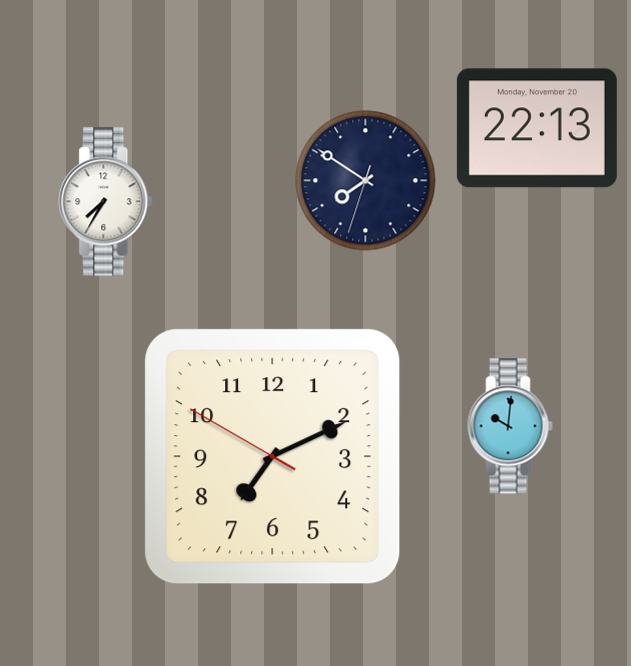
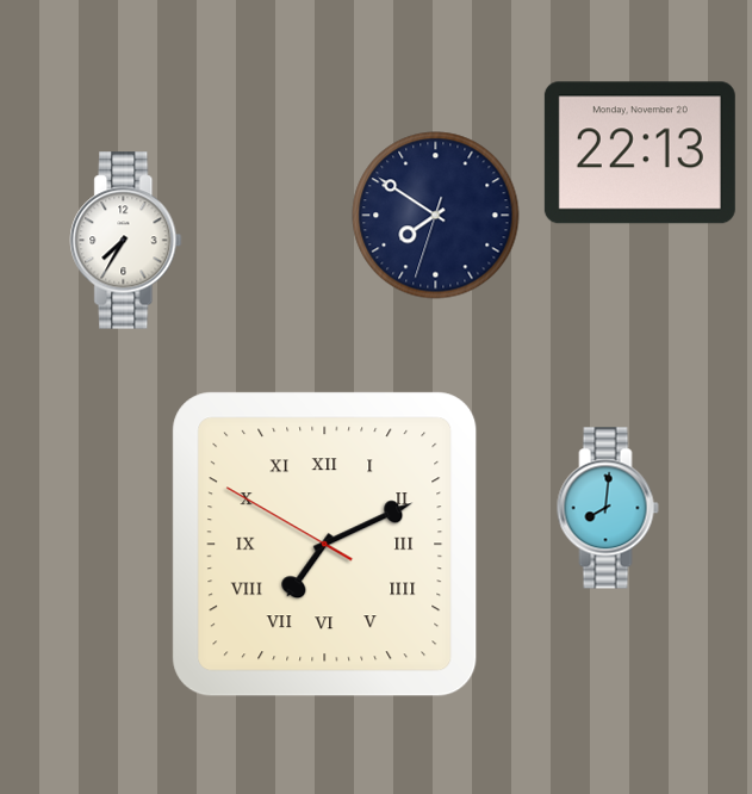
clock at (510, 426): 10:01 -> 8:01
clock at (273, 457) numerals: Arabic -> Roman
